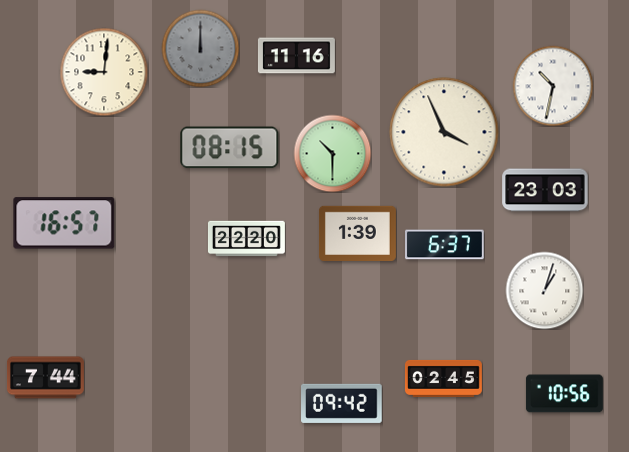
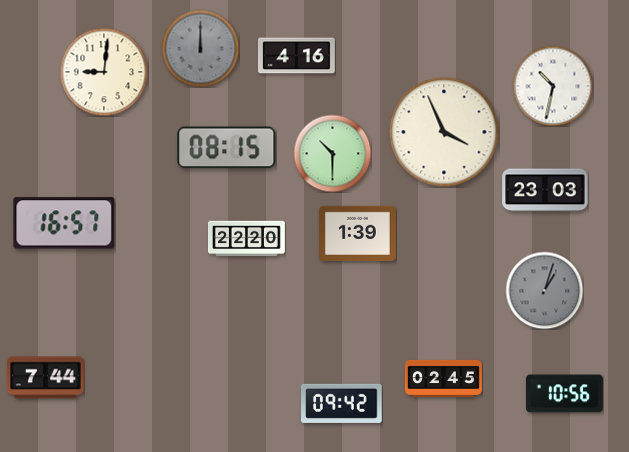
clock at (296, 56): 11:16 -> 4:16
clock at (230, 148) position: (230, 148) -> (227, 148)
clock at (445, 245): 6:37 -> none
clock at (544, 290) dial: white -> grey
